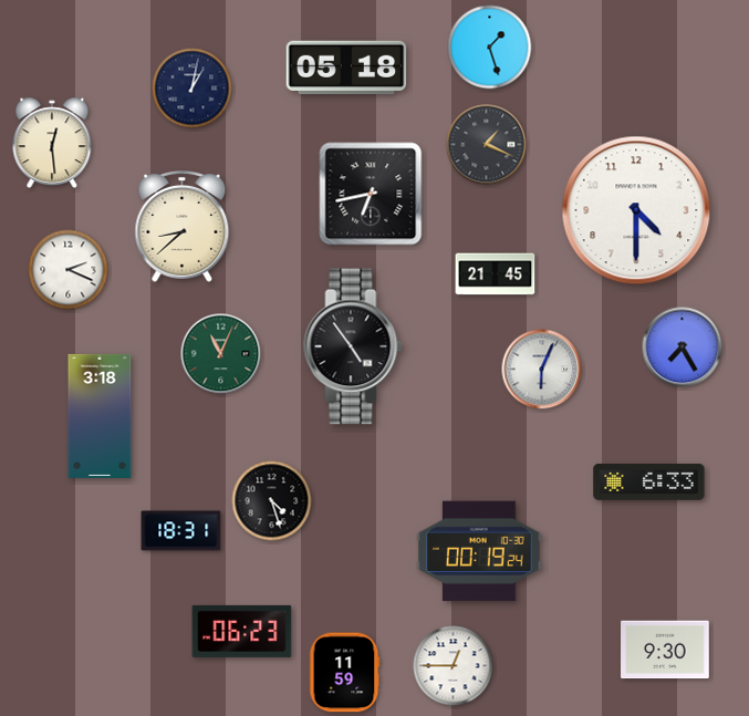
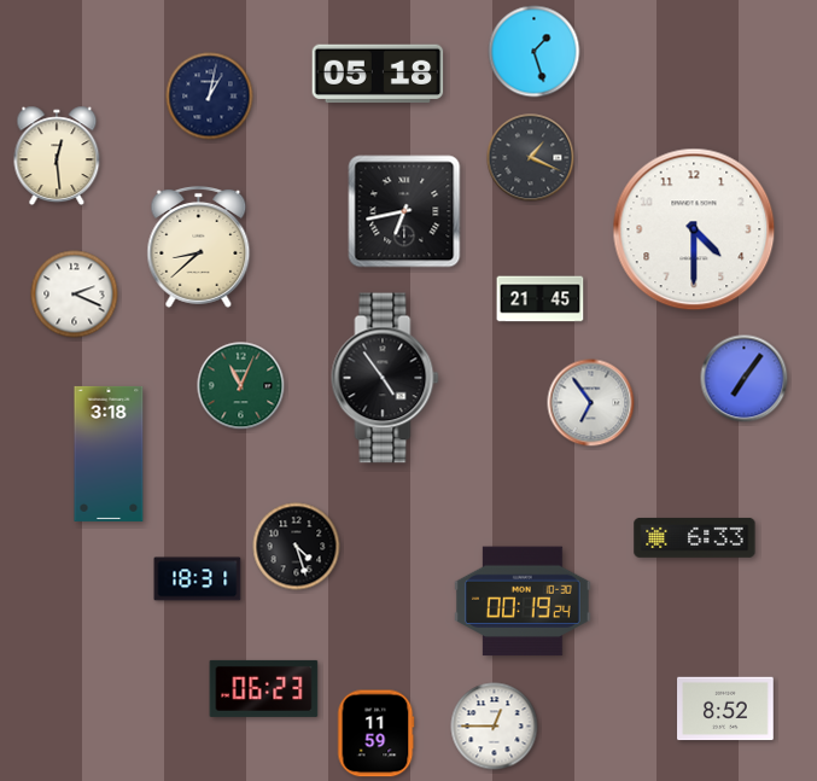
clock at (683, 347): 7:25 -> 7:06
clock at (542, 370): 6:04 -> 6:54
clock at (649, 481) position: (649, 481) -> (695, 537)
clock at (665, 650): 9:30 -> 8:52
